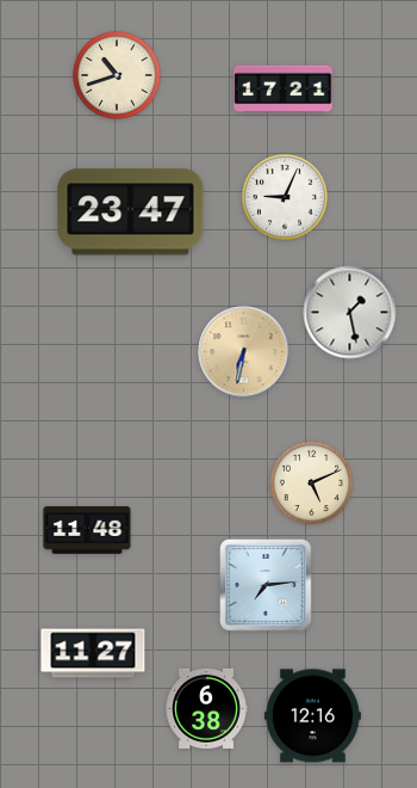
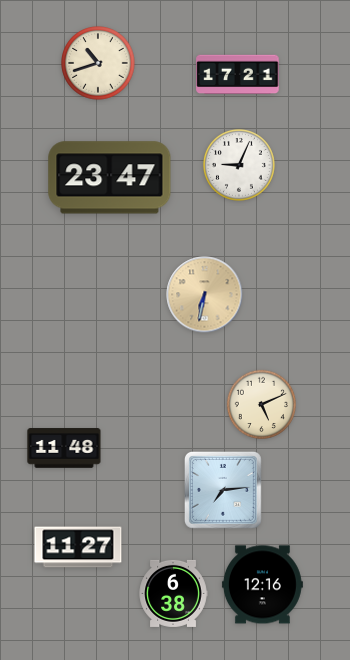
clock at (350, 313): 1:28 -> none
clock at (87, 530) position: (87, 530) -> (64, 448)
clock at (312, 716) position: (312, 716) -> (262, 585)
